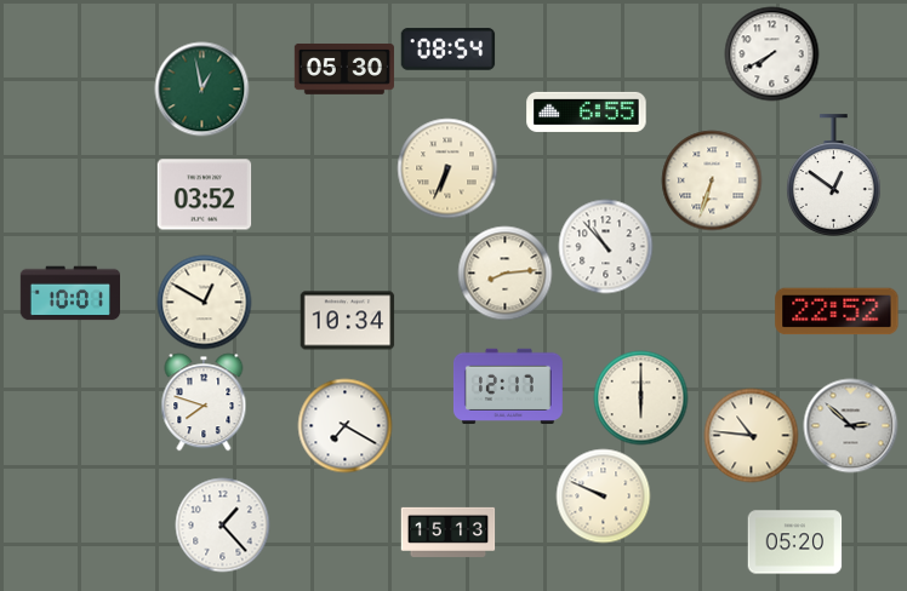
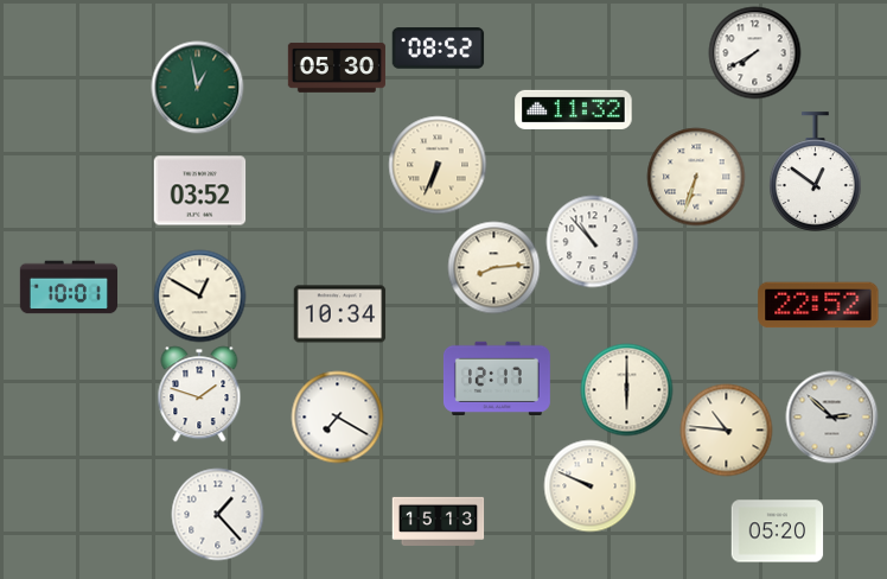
clock at (447, 50): 08:54 -> 08:52
clock at (587, 111): 6:55 -> 11:32
clock at (204, 402): 7:48 -> 1:48
clock at (751, 435) position: (751, 435) -> (726, 430)
